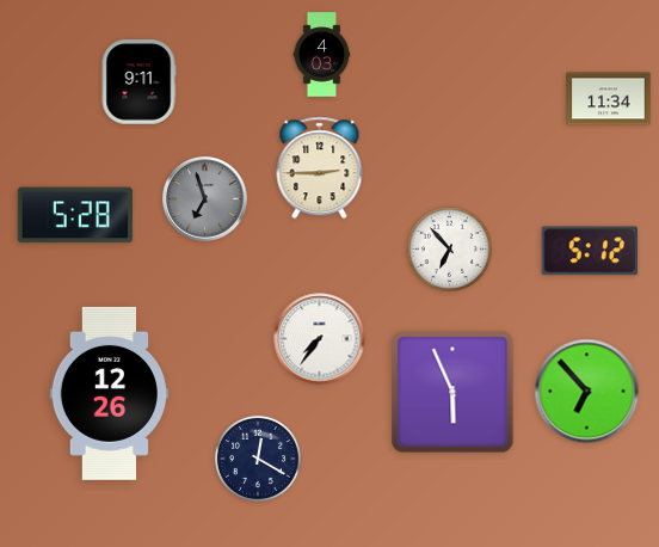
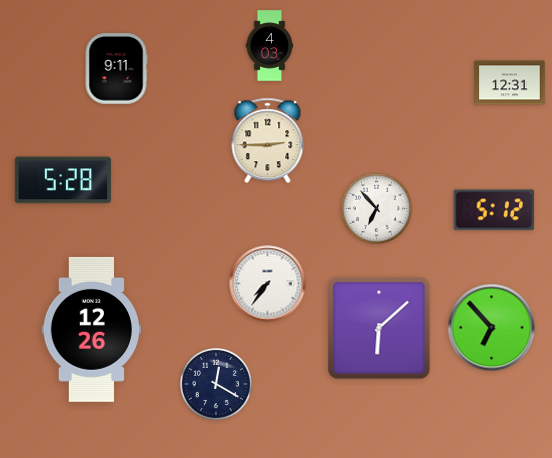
clock at (609, 99): 11:34 -> 12:31
clock at (205, 199): 6:57 -> none
clock at (452, 392): 5:56 -> 6:08
